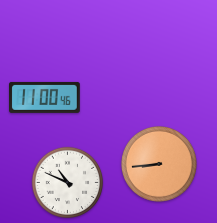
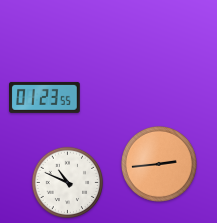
clock at (45, 97): 11:00 -> 01:23
clock at (159, 164): 8:44 -> 2:44
